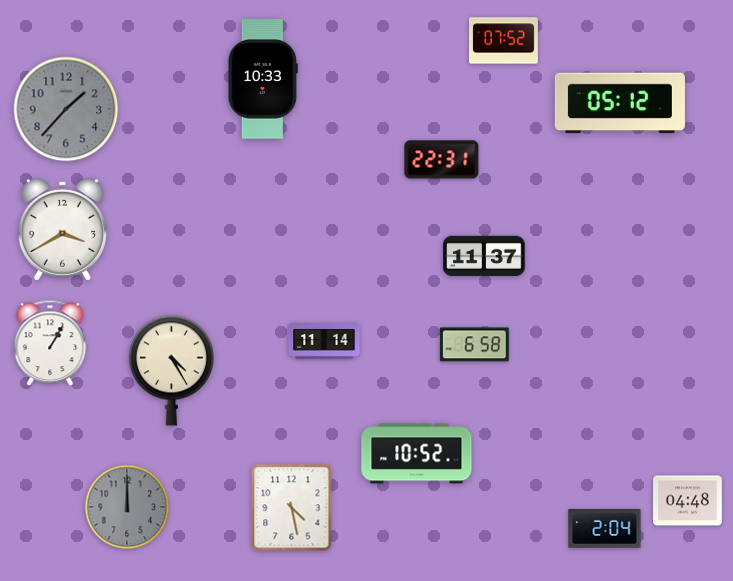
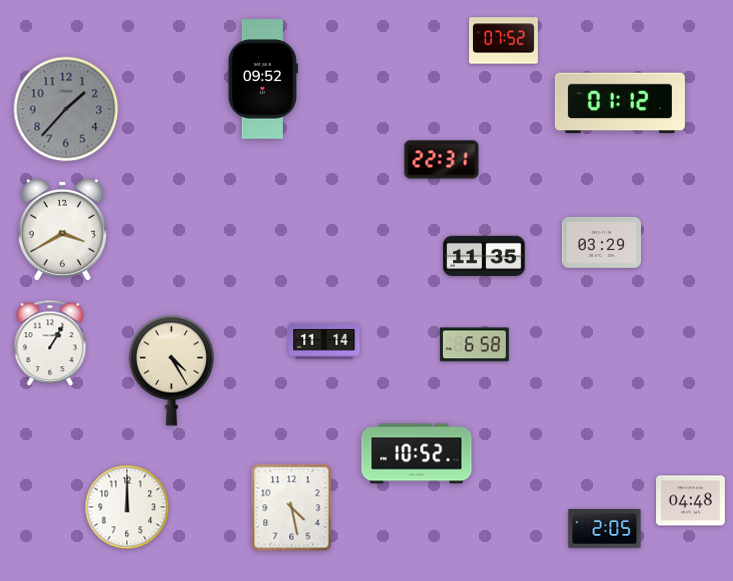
clock at (263, 79): 10:33 -> 09:52
clock at (620, 103): 05:12 -> 01:12
clock at (601, 242): none -> 03:29
clock at (485, 256): 11:37 -> 11:35
clock at (688, 501) position: (688, 501) -> (691, 501)
clock at (127, 507) dial: grey -> white
clock at (605, 529): 2:04 -> 2:05
